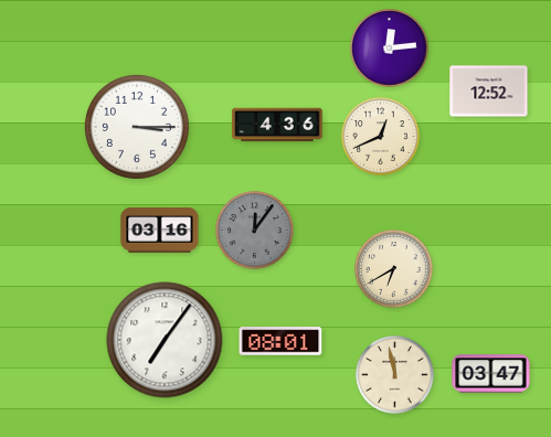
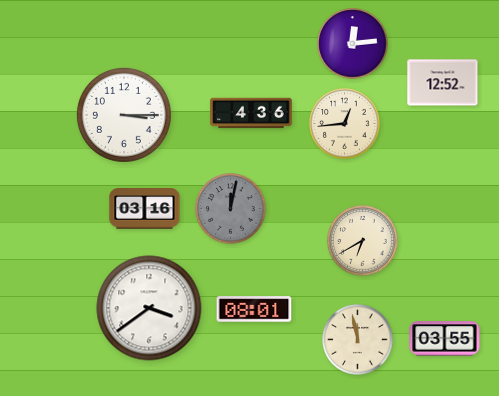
clock at (381, 137): 12:41 -> 12:44
clock at (255, 231): 12:06 -> 12:02
clock at (394, 269) position: (394, 269) -> (363, 241)
clock at (165, 340): 7:06 -> 3:39
clock at (491, 374): 03:47 -> 03:55
